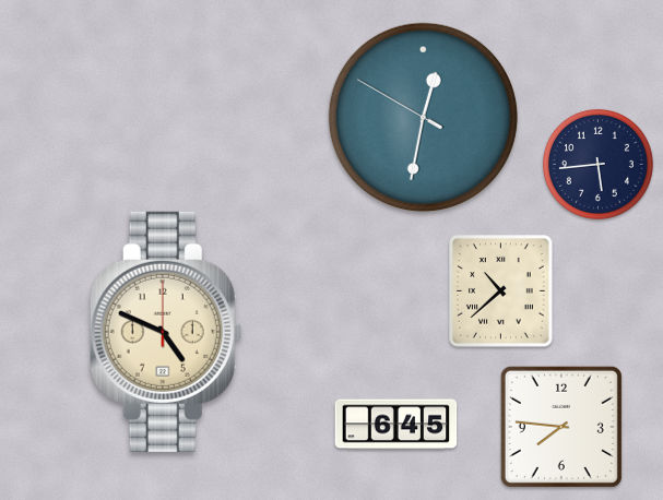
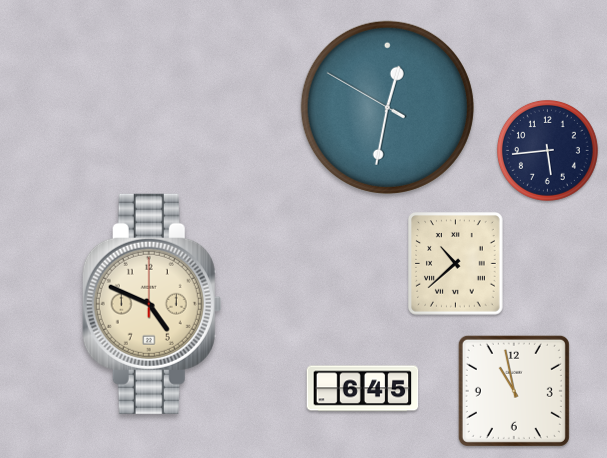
clock at (501, 291) position: (501, 291) -> (456, 264)
clock at (561, 427): 7:46 -> 10:58
